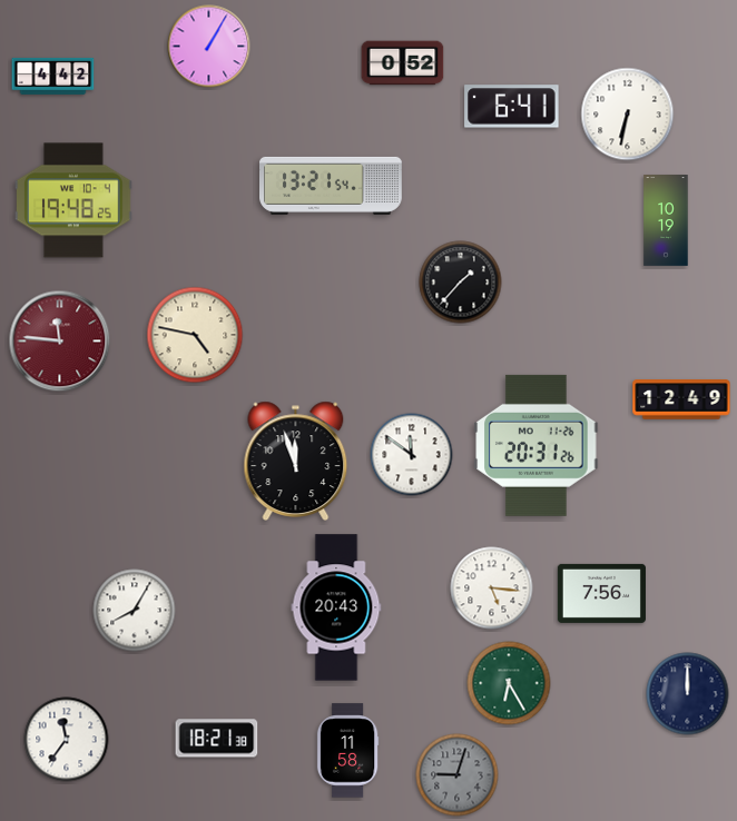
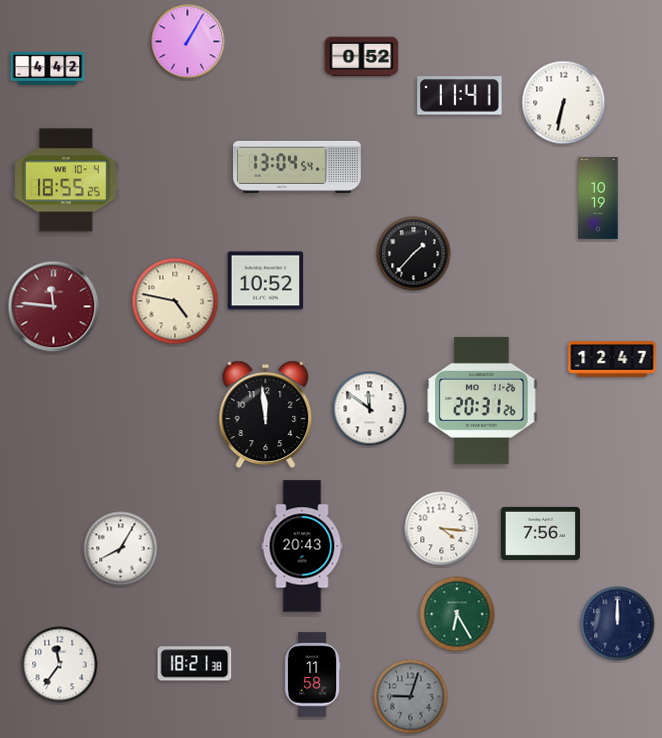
clock at (512, 107): 6:41 -> 11:41
clock at (332, 186): 13:21 -> 13:04
clock at (75, 200): 19:48 -> 18:55
clock at (266, 281): none -> 10:52
clock at (681, 399): 12:49 -> 12:47
clock at (296, 461): 11:57 -> 11:59
clock at (492, 588): 5:16 -> 4:16
